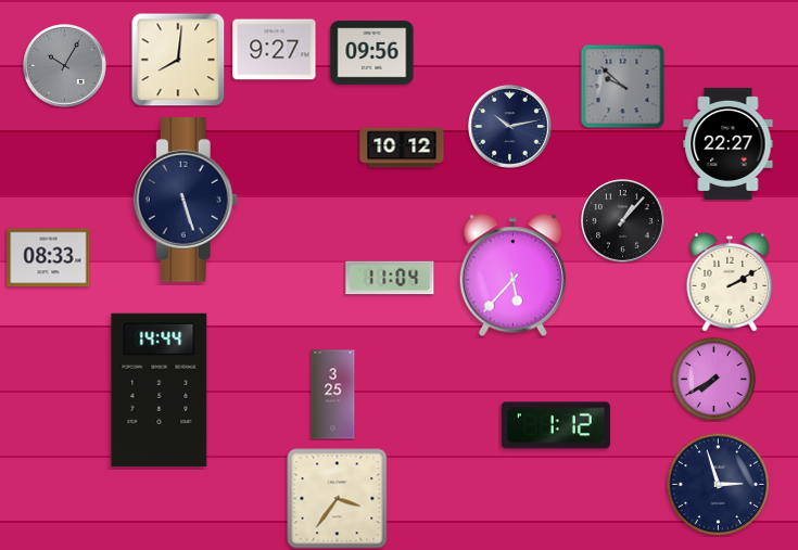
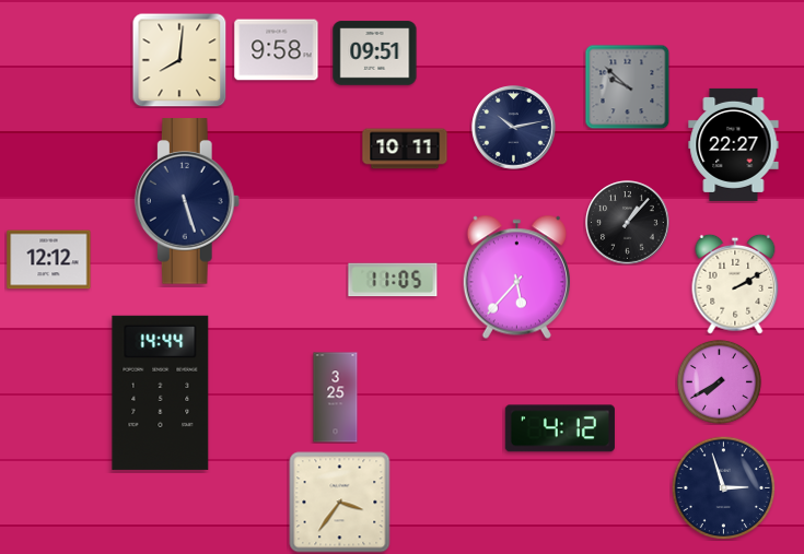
clock at (275, 50): 9:27 -> 9:58
clock at (372, 53): 09:56 -> 09:51
clock at (65, 66): 10:05 -> none
clock at (402, 148): 10:12 -> 10:11
clock at (49, 258): 08:33 -> 12:12
clock at (390, 278): 11:04 -> 11:05
clock at (556, 425): 1:12 -> 4:12
